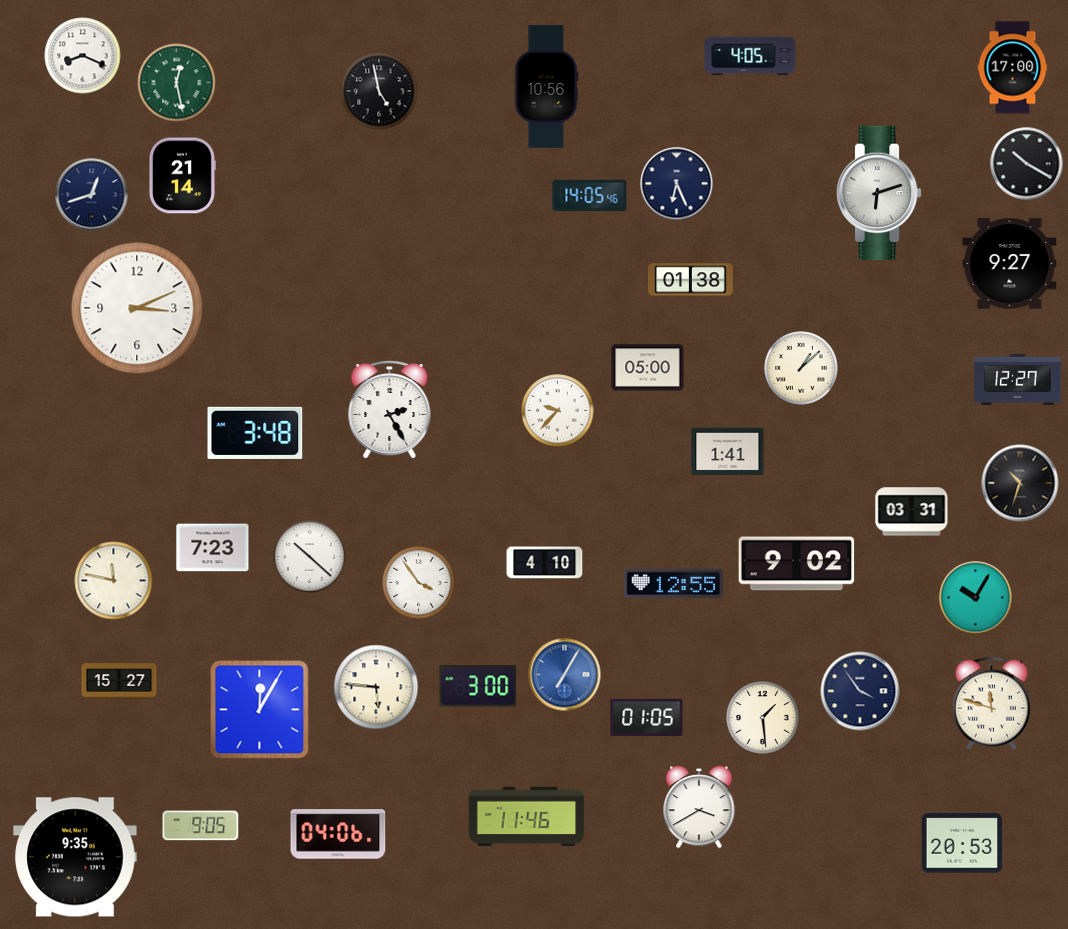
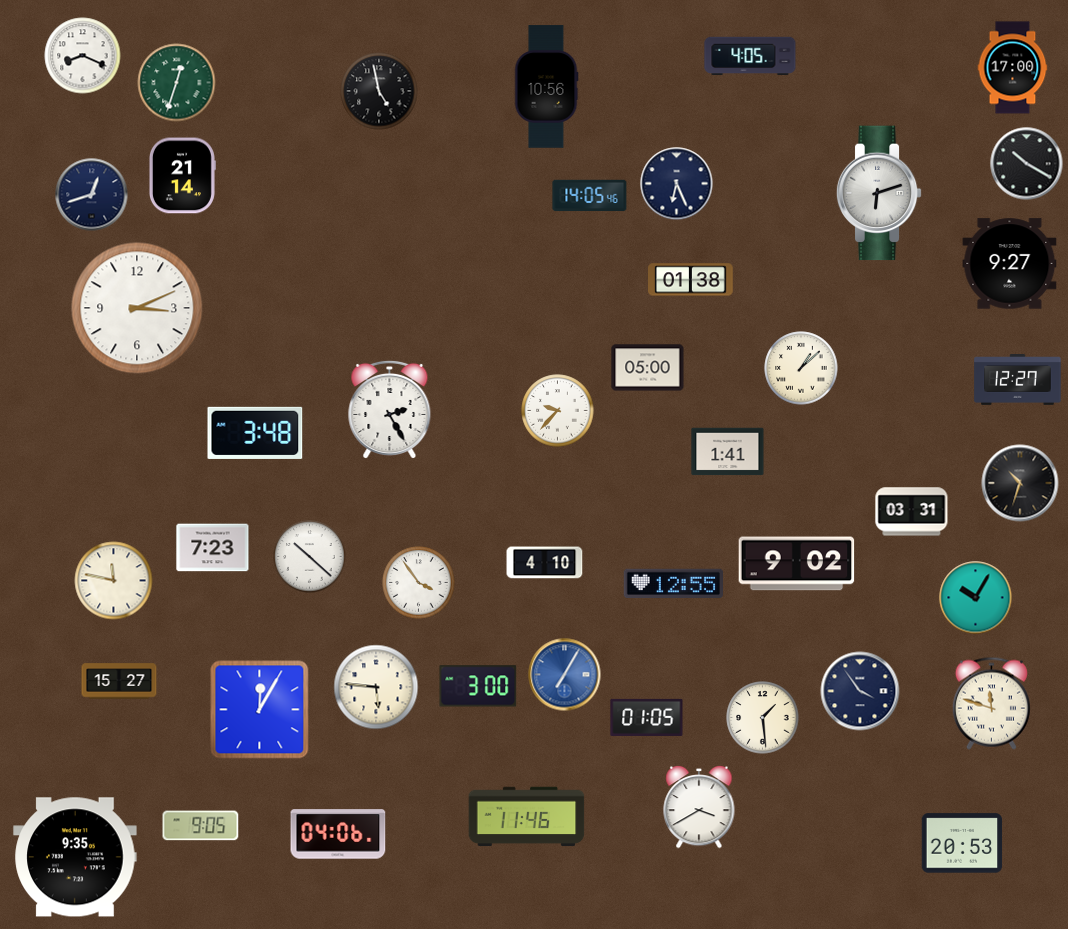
clock at (177, 83): 12:28 -> 12:33
